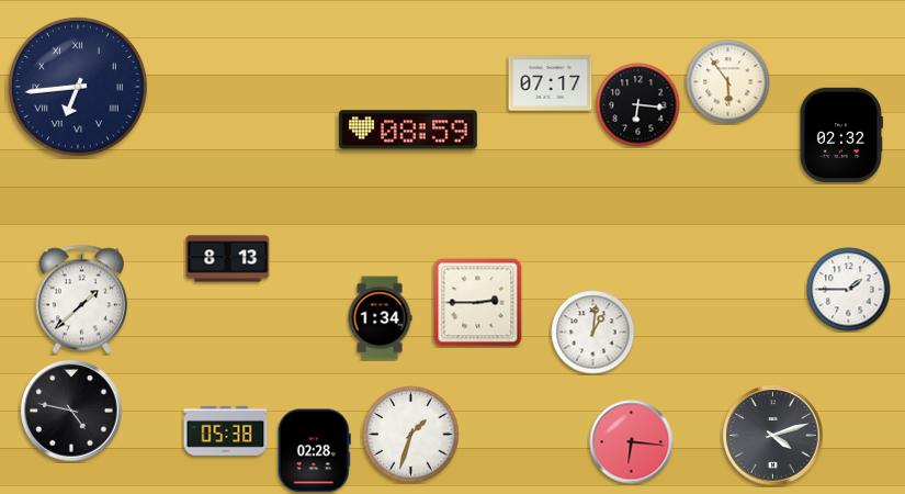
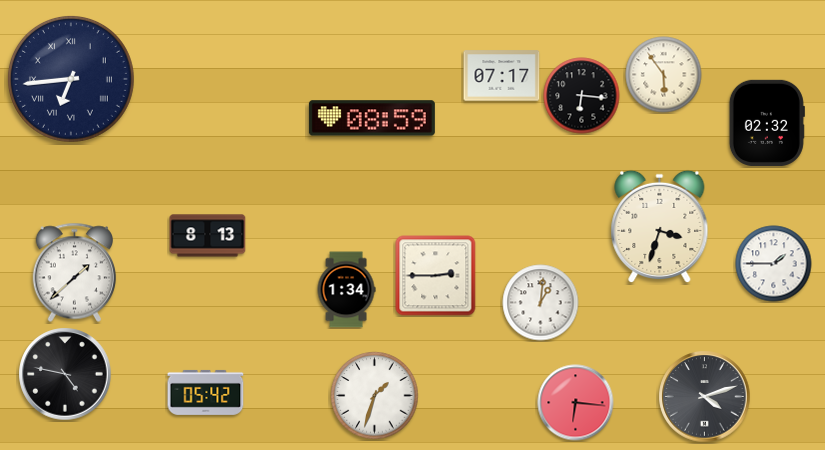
clock at (660, 227): none -> 3:33
clock at (226, 430): 05:38 -> 05:42
clock at (314, 451): 02:28 -> none
